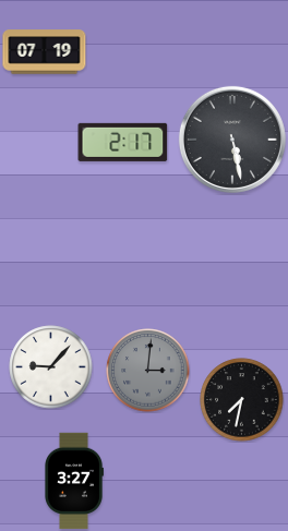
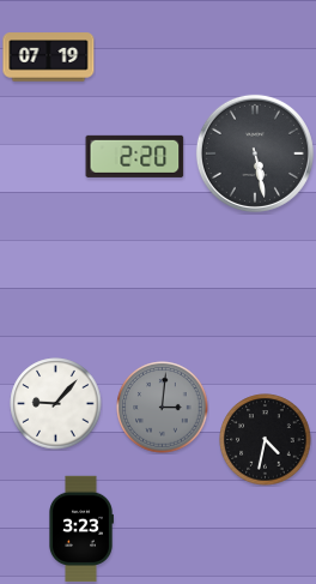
clock at (123, 142): 2:17 -> 2:20
clock at (242, 400): 7:32 -> 4:32
clock at (74, 481): 3:27 -> 3:23
